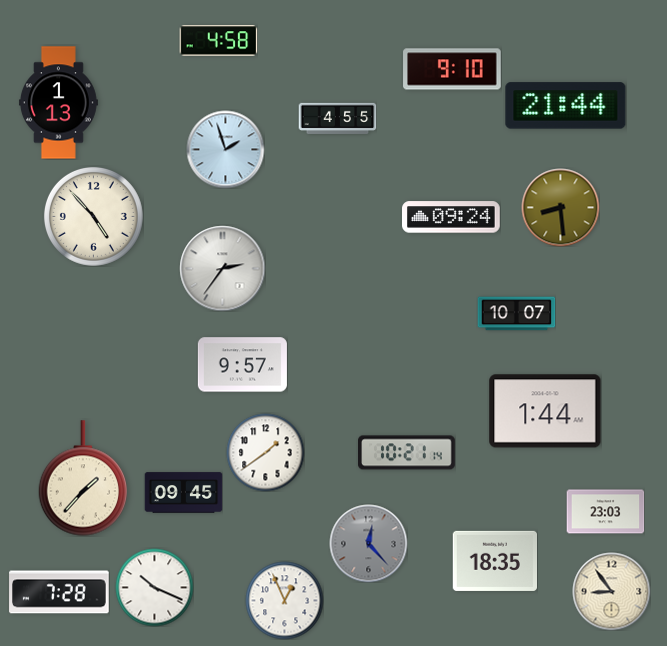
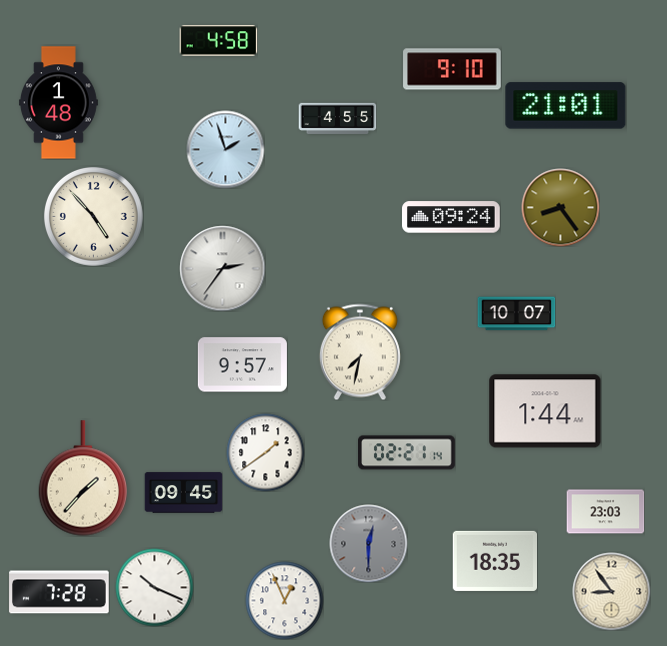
clock at (58, 103): 1:13 -> 1:48
clock at (566, 106): 21:44 -> 21:01
clock at (560, 207): 8:29 -> 8:24
clock at (360, 352): none -> 7:32
clock at (407, 453): 10:21 -> 02:21
clock at (368, 543): 12:23 -> 12:30
